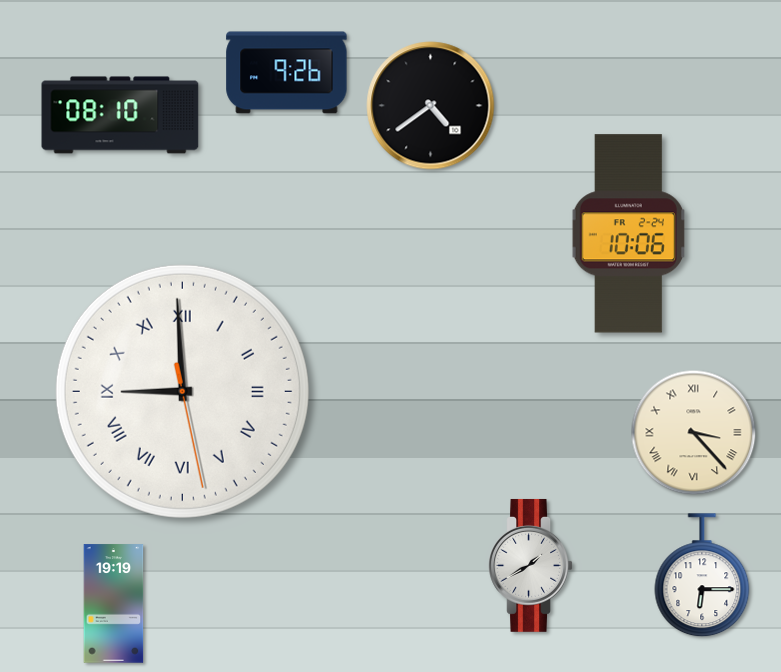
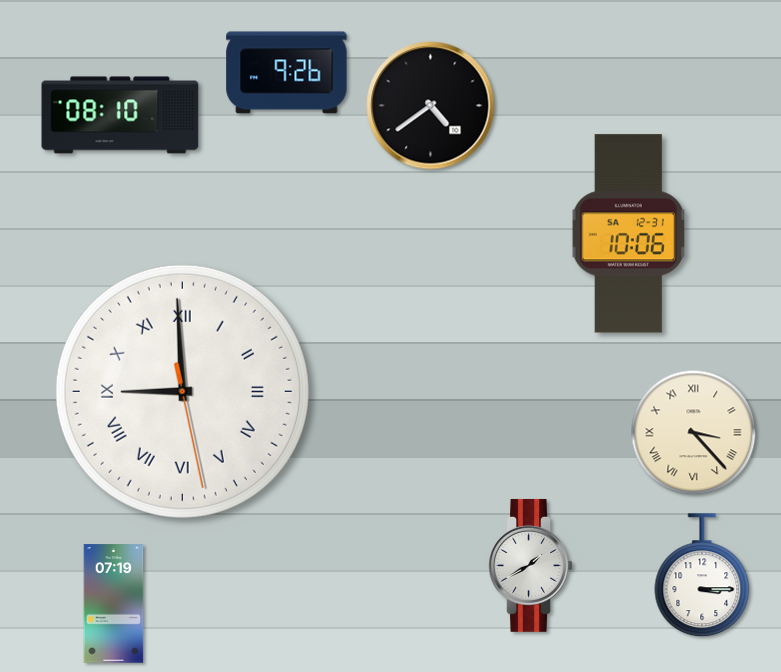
clock at (628, 234) date: FR 2-24 -> SA 12-31
clock at (702, 576): 6:15 -> 3:15
clock at (114, 604): 19:19 -> 07:19
